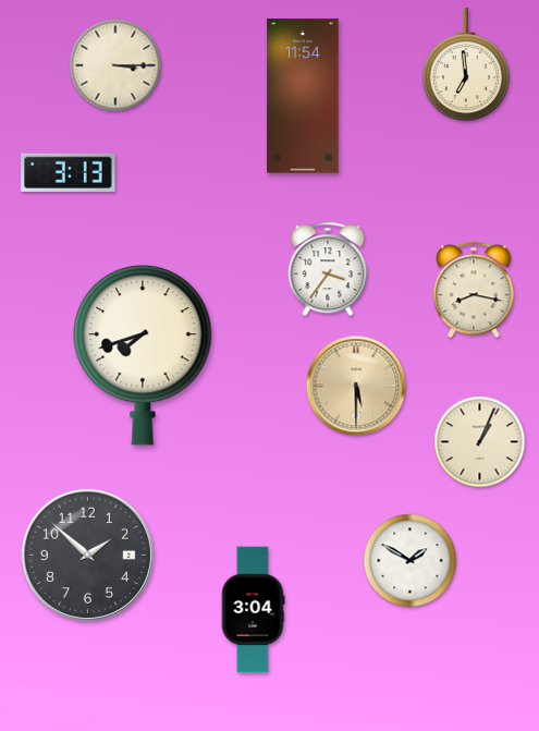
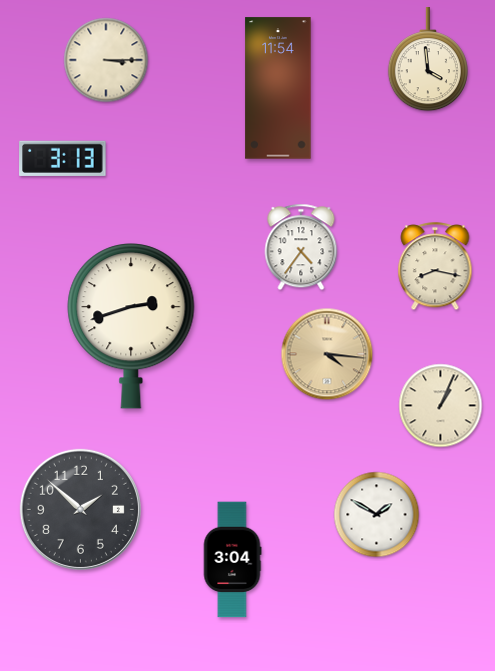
clock at (466, 65): 6:59 -> 3:59
clock at (328, 269): 3:36 -> 4:36
clock at (143, 355): 7:42 -> 2:42
clock at (356, 386): 5:30 -> 4:16
